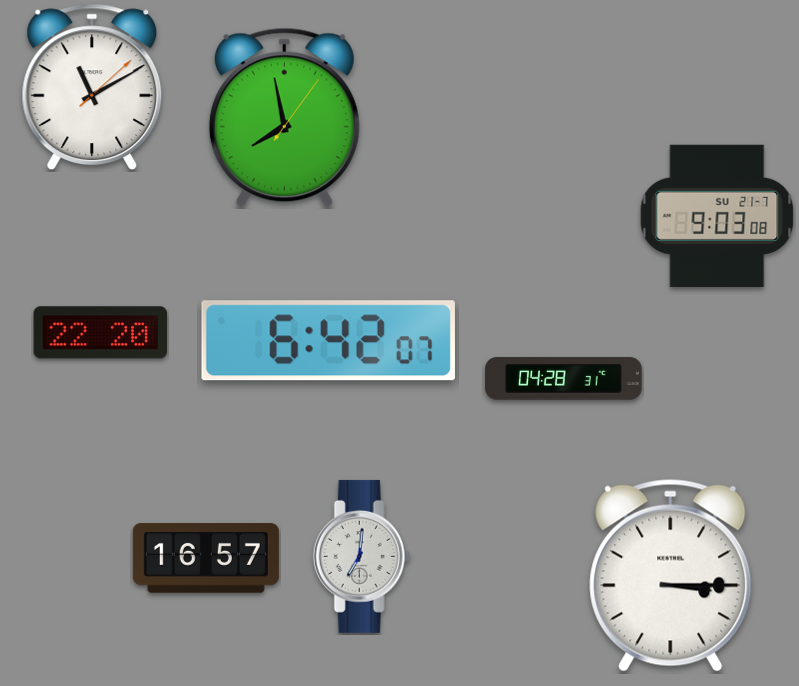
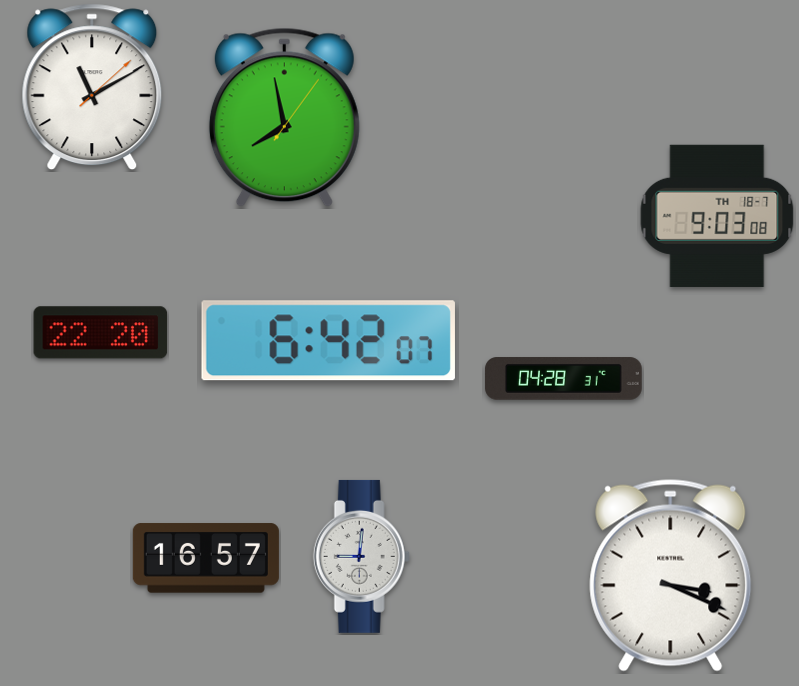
clock at (717, 216) date: SU 21-7 -> TH 18-7
clock at (361, 556): 7:01 -> 9:01
clock at (671, 575): 3:15 -> 3:19
